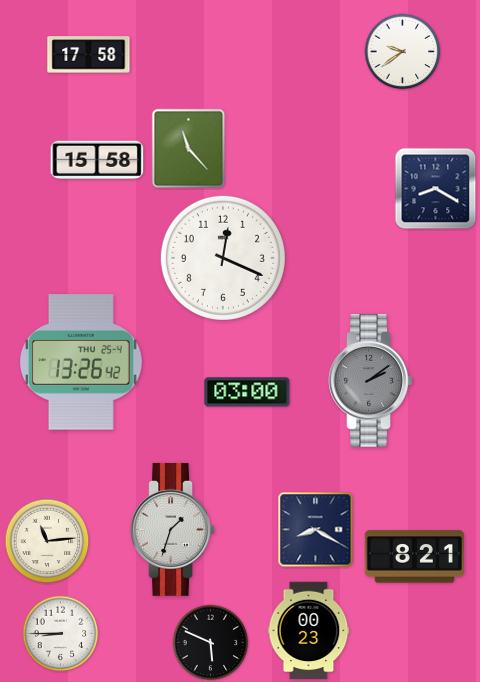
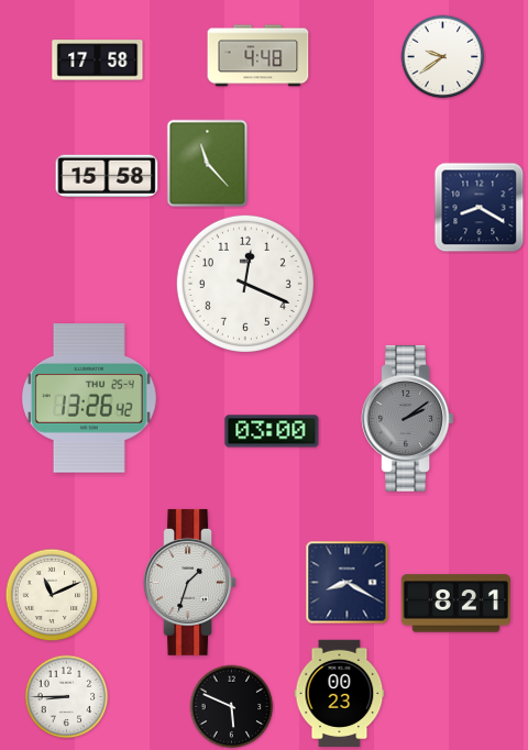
clock at (258, 56): none -> 4:48
clock at (47, 541): 11:14 -> 11:11
clock at (414, 557) position: (414, 557) -> (455, 604)
